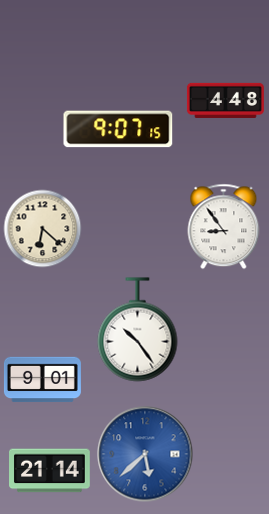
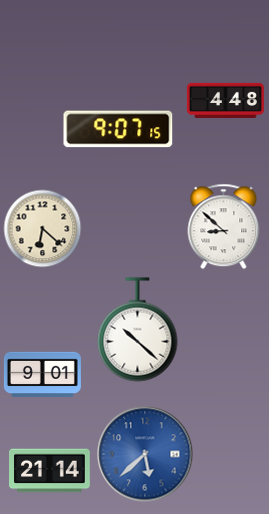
clock at (224, 226): 8:54 -> 8:52
clock at (138, 330): 10:24 -> 10:22
clock at (42, 380) position: (42, 380) -> (42, 375)
